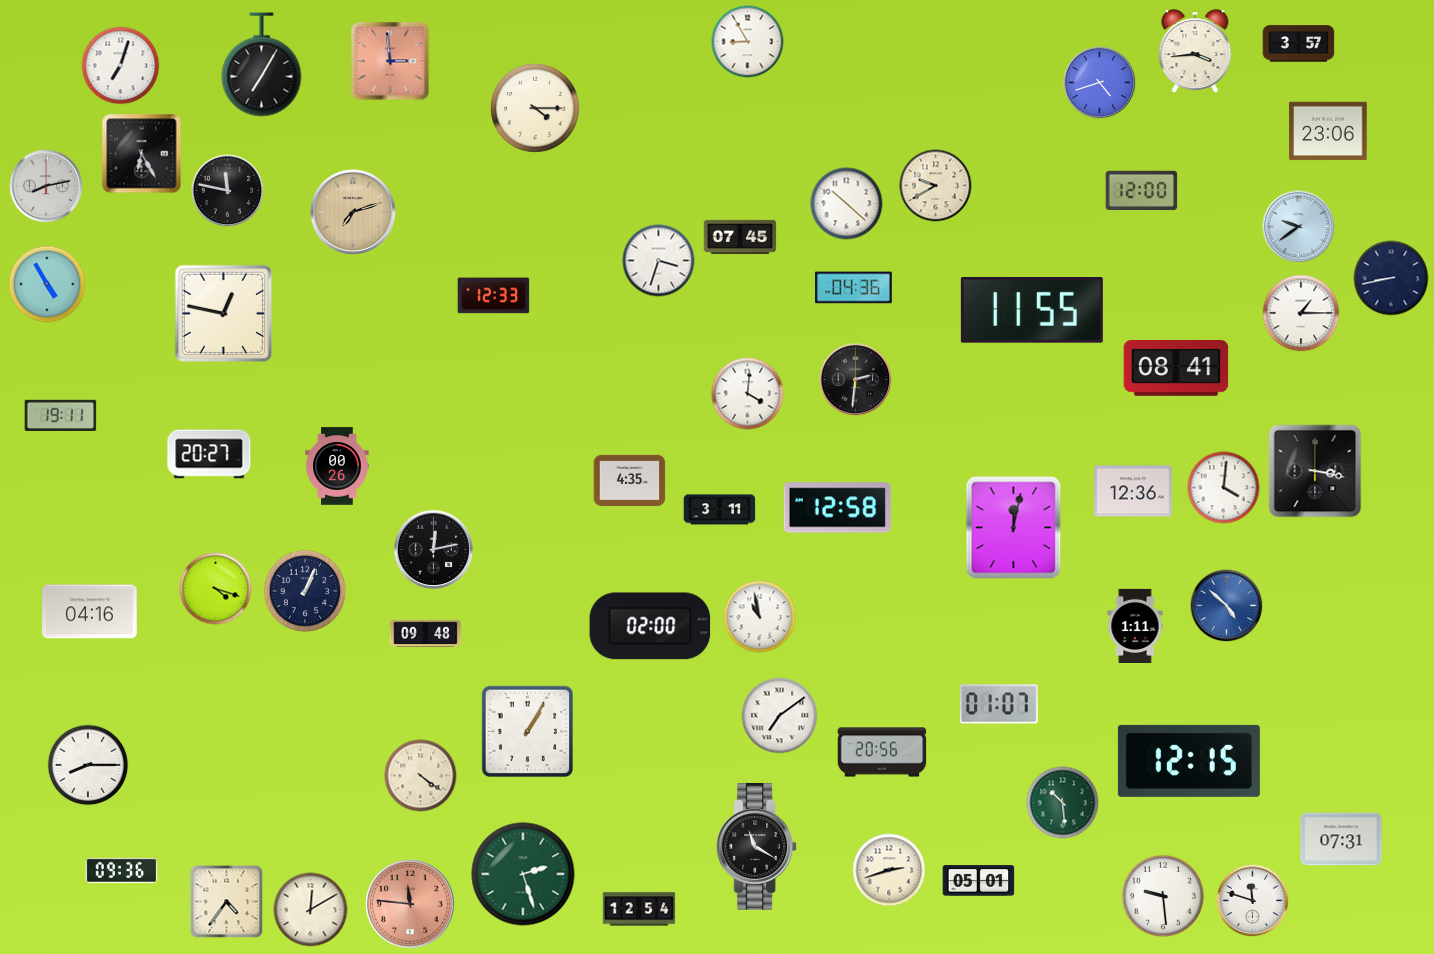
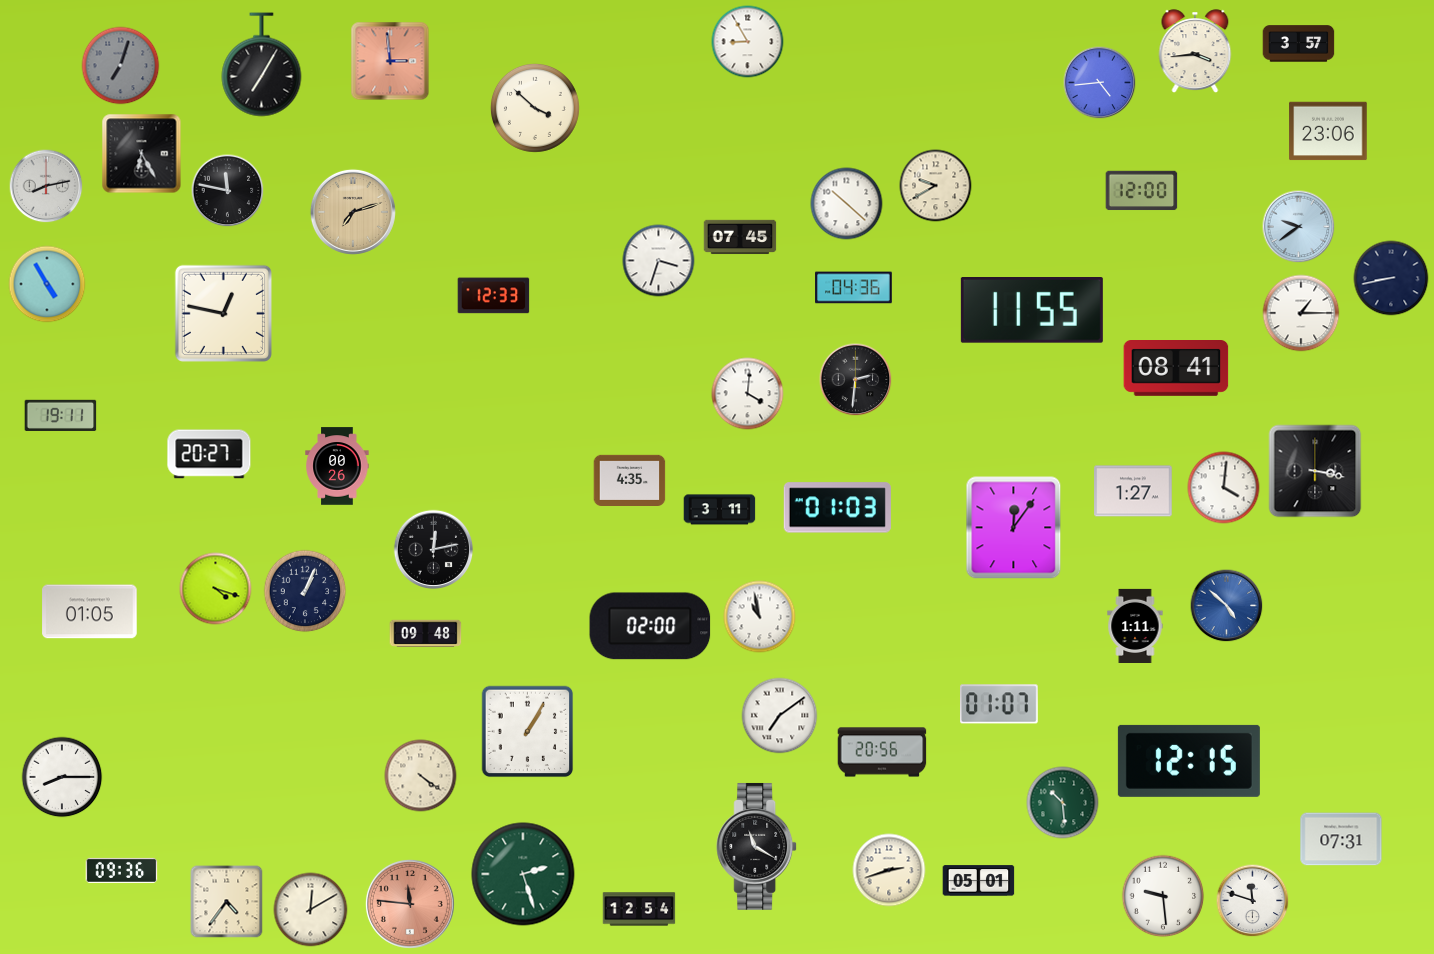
clock at (121, 66) dial: white -> grey
clock at (1100, 83): 4:42 -> 4:44
clock at (535, 108): 4:15 -> 3:52
clock at (1133, 491): 12:36 -> 1:27
clock at (837, 508): 12:58 -> 01:03
clock at (1014, 528): 12:02 -> 12:06
clock at (90, 612): 04:16 -> 01:05
clock at (88, 765) position: (88, 765) -> (62, 777)
